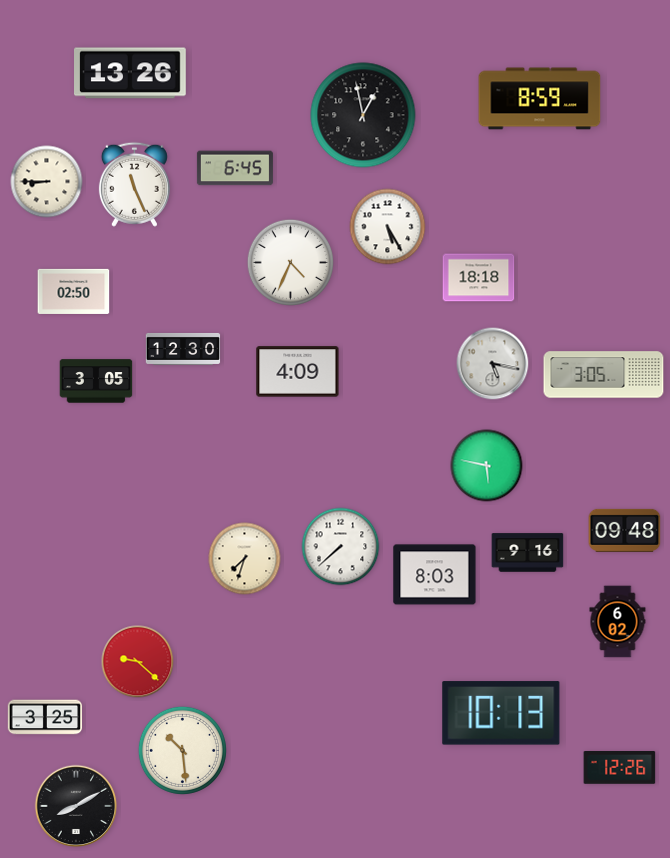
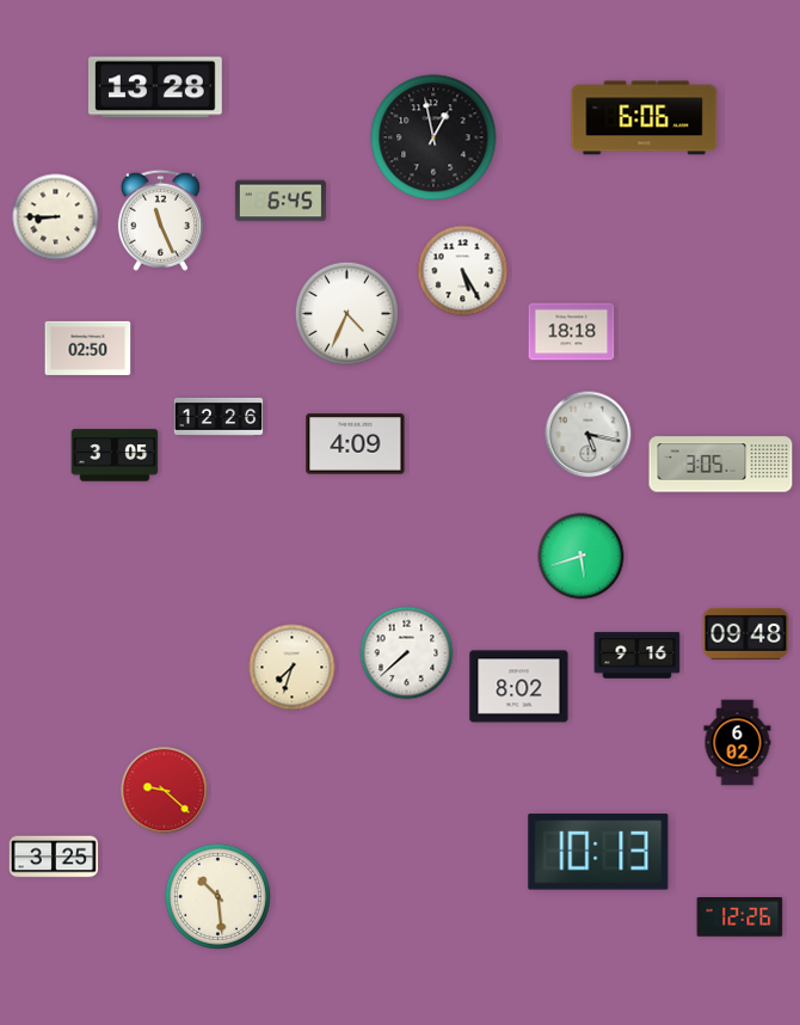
clock at (131, 73): 13:26 -> 13:28
clock at (540, 99): 8:59 -> 6:06
clock at (183, 349): 12:30 -> 12:26
clock at (604, 375) position: (604, 375) -> (721, 465)
clock at (487, 466): 5:47 -> 5:42
clock at (528, 553) position: (528, 553) -> (638, 656)
clock at (435, 575): 8:03 -> 8:02
clock at (76, 806): 8:10 -> none
